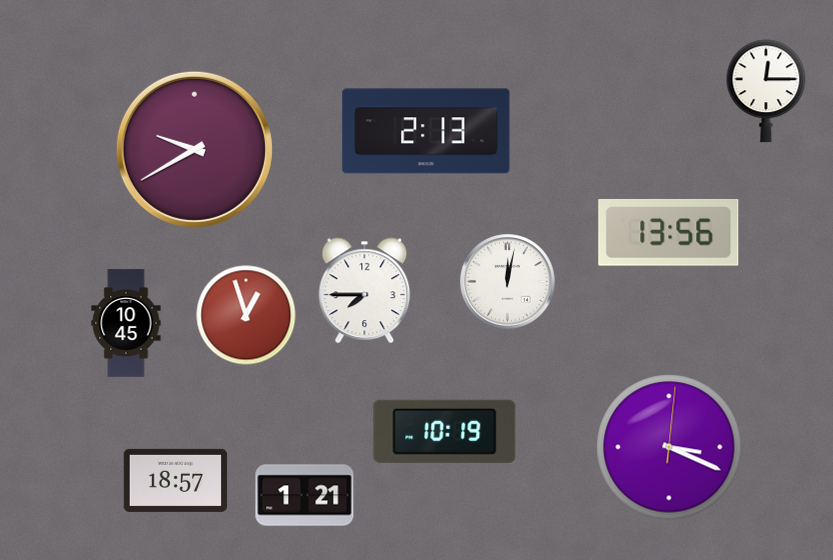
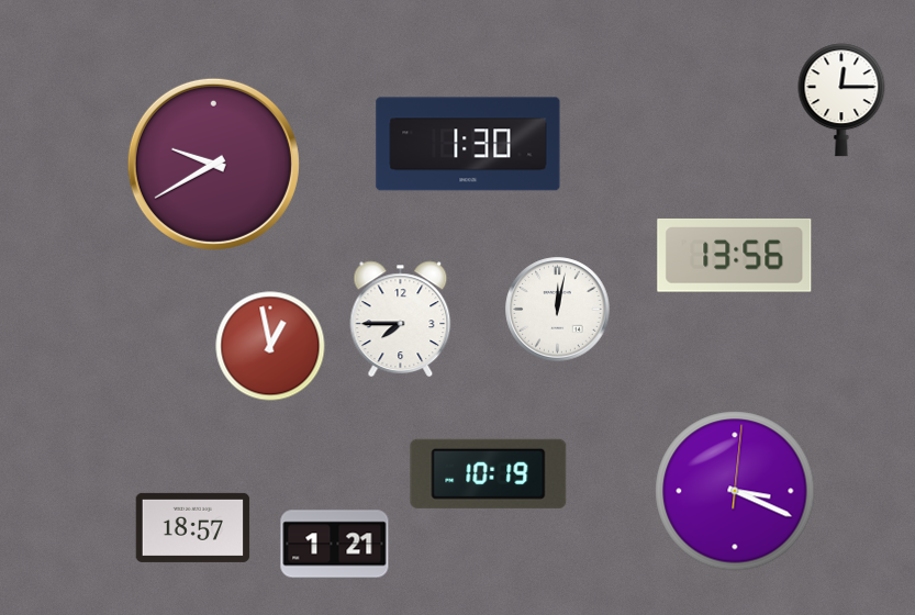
clock at (426, 131): 2:13 -> 1:30
clock at (246, 315): 12:57 -> 12:58
clock at (126, 323): 10:45 -> none
